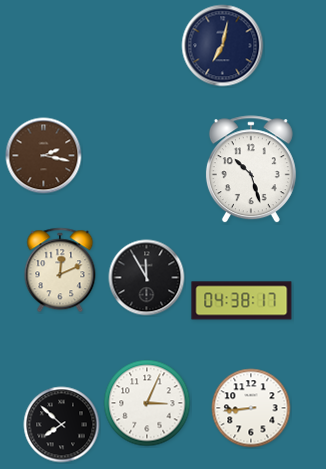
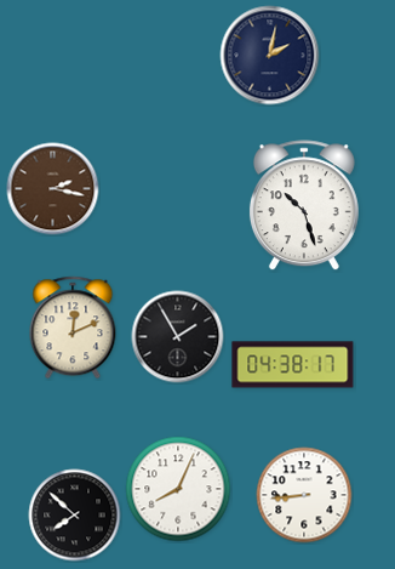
clock at (223, 46): 7:02 -> 2:02
clock at (147, 278): 11:55 -> 1:55
clock at (147, 403): 3:04 -> 8:04
